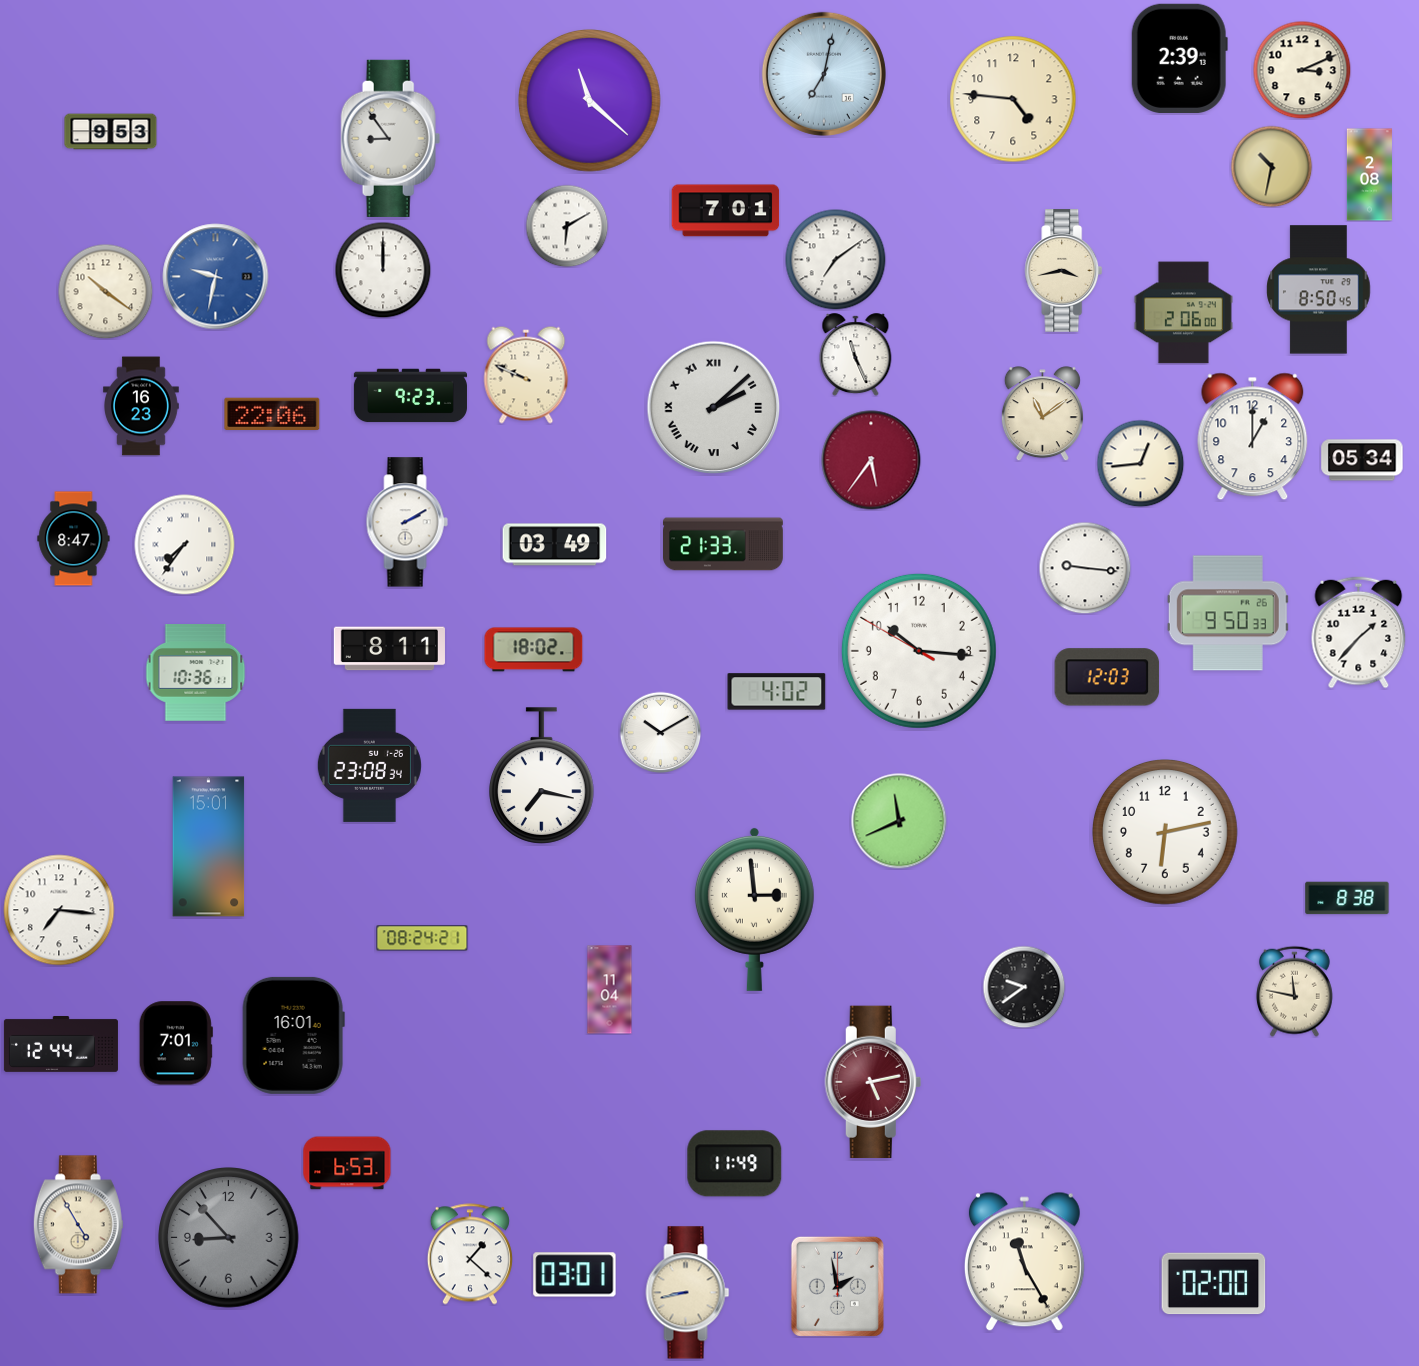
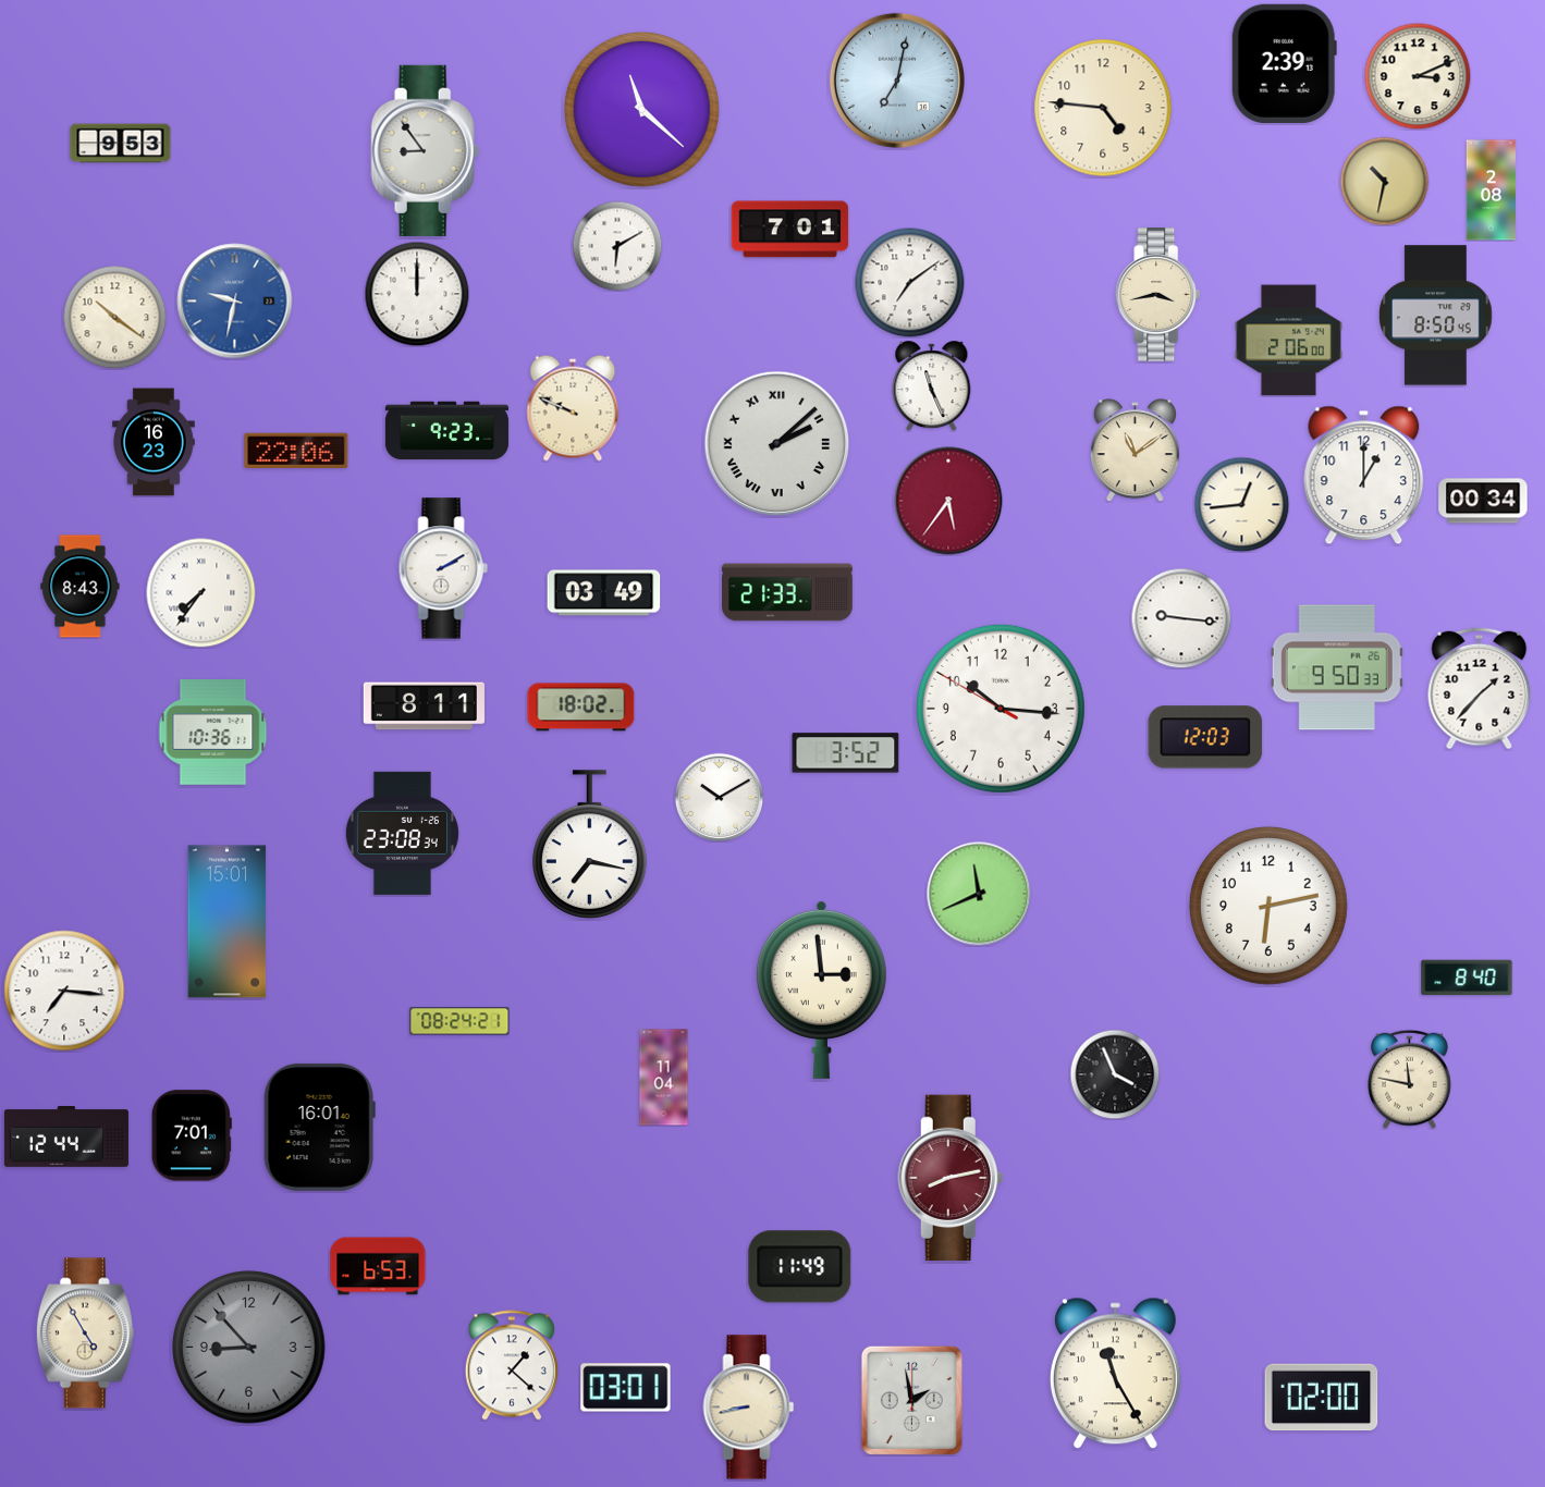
clock at (1362, 460): 05:34 -> 00:34
clock at (74, 539): 8:47 -> 8:43
clock at (777, 692): 4:02 -> 3:52
clock at (1347, 898): 8:38 -> 8:40
clock at (1024, 987): 9:39 -> 3:56
clock at (873, 1082): 5:13 -> 8:13
